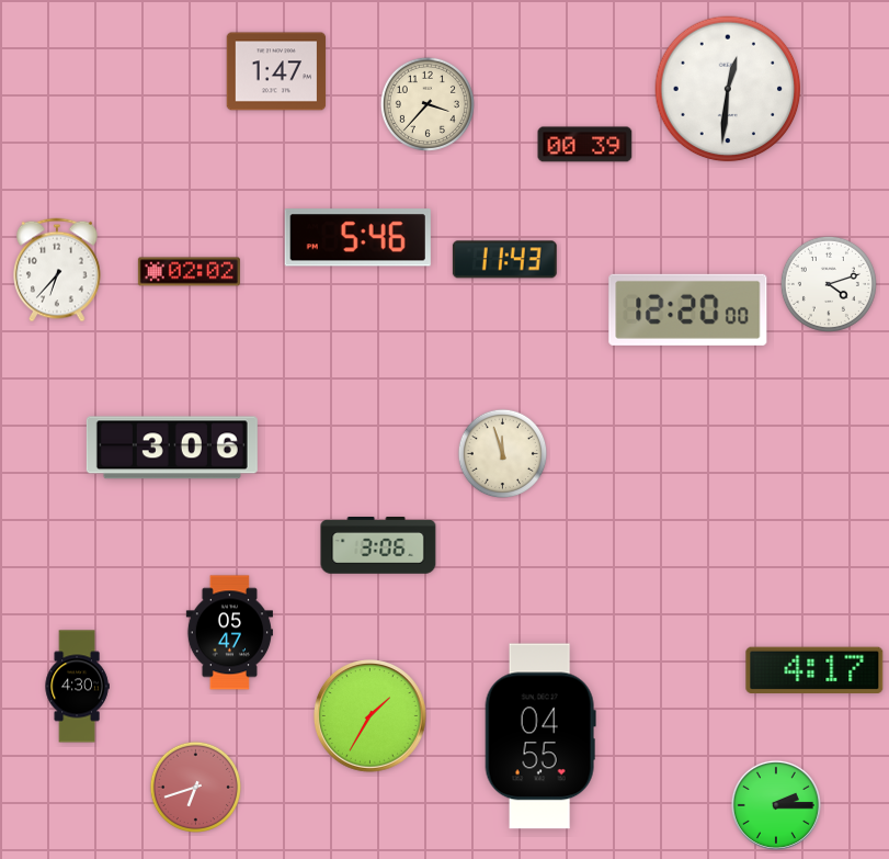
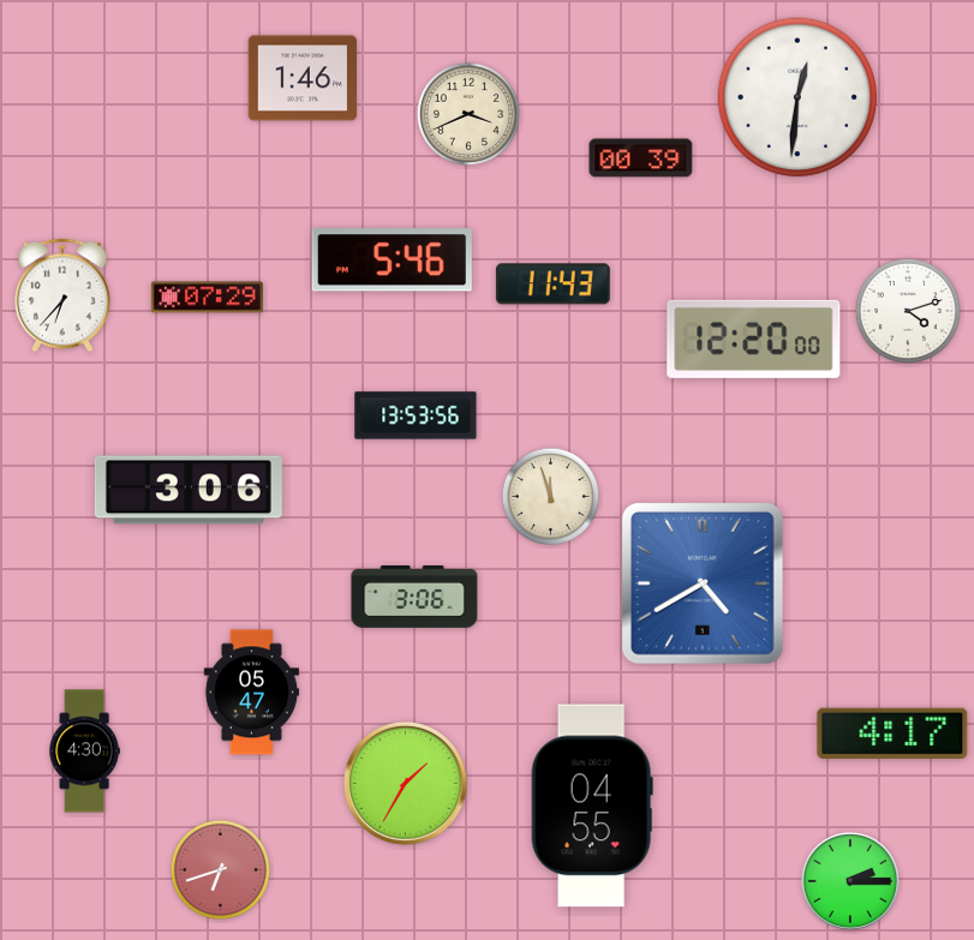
clock at (276, 71): 1:47 -> 1:46
clock at (428, 104): 3:37 -> 3:41
clock at (189, 272): 02:02 -> 07:29
clock at (416, 415): none -> 13:53
clock at (703, 583): none -> 4:40
clock at (195, 787) position: (195, 787) -> (220, 869)
